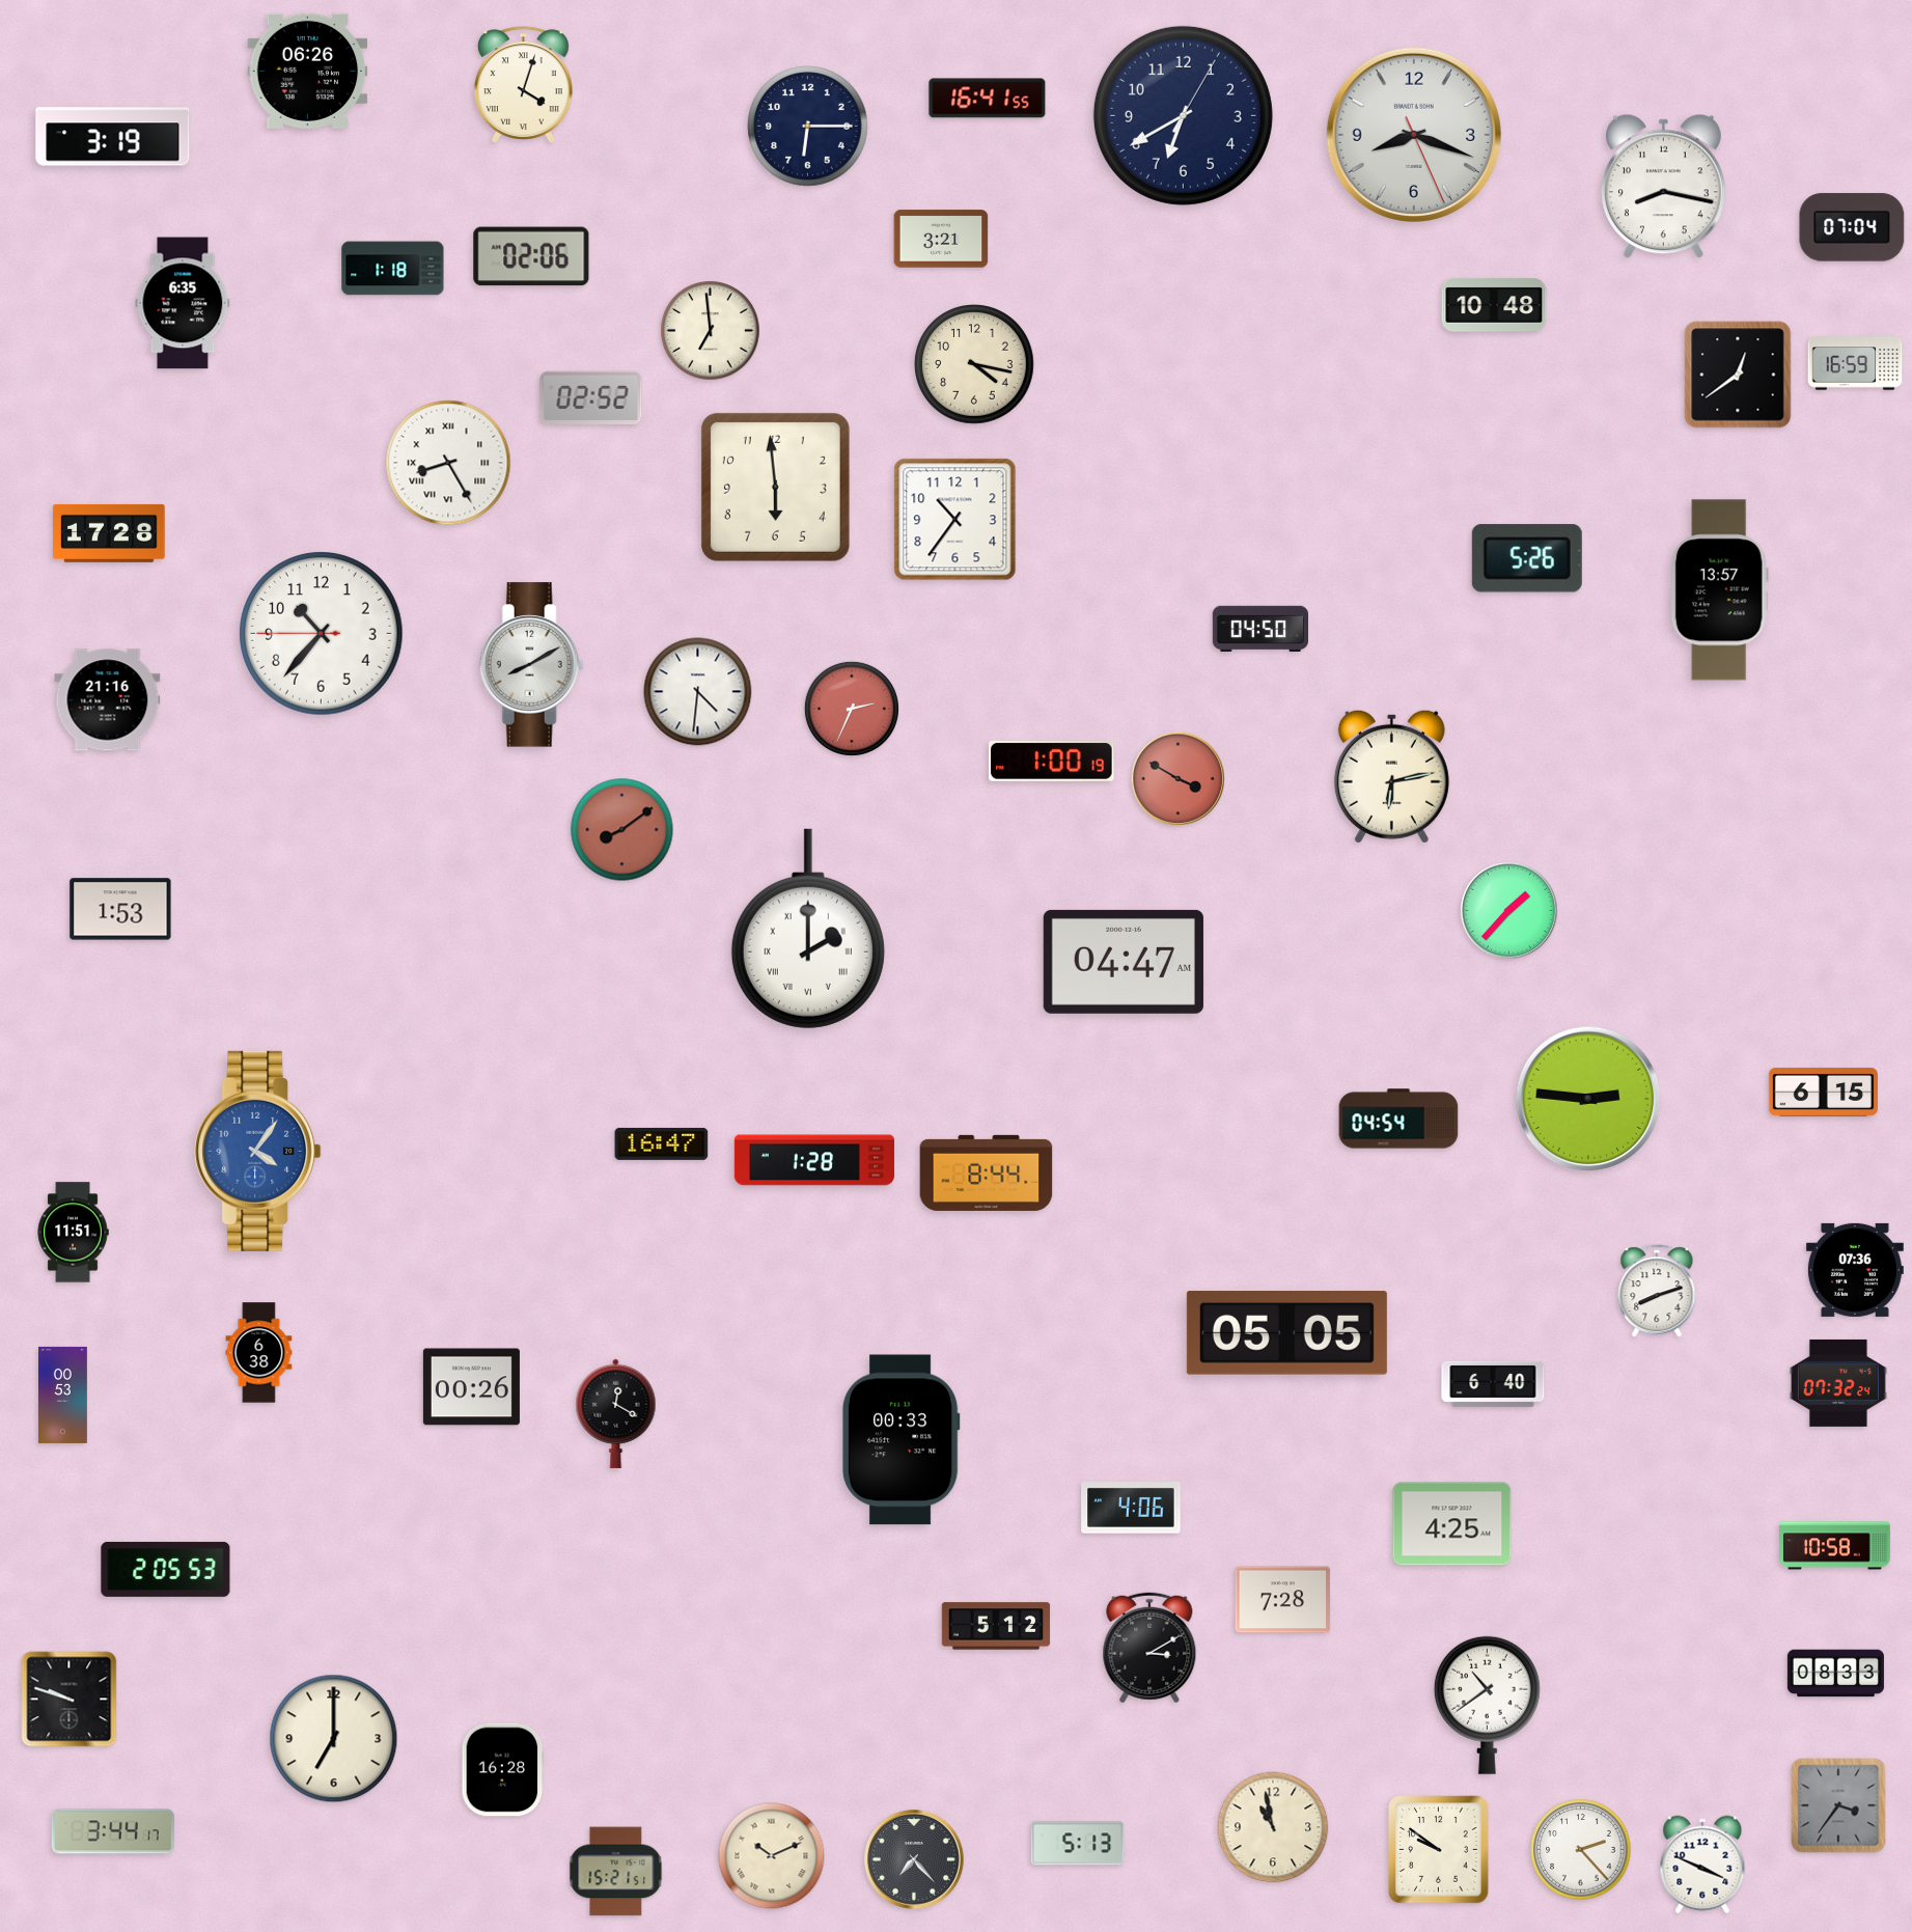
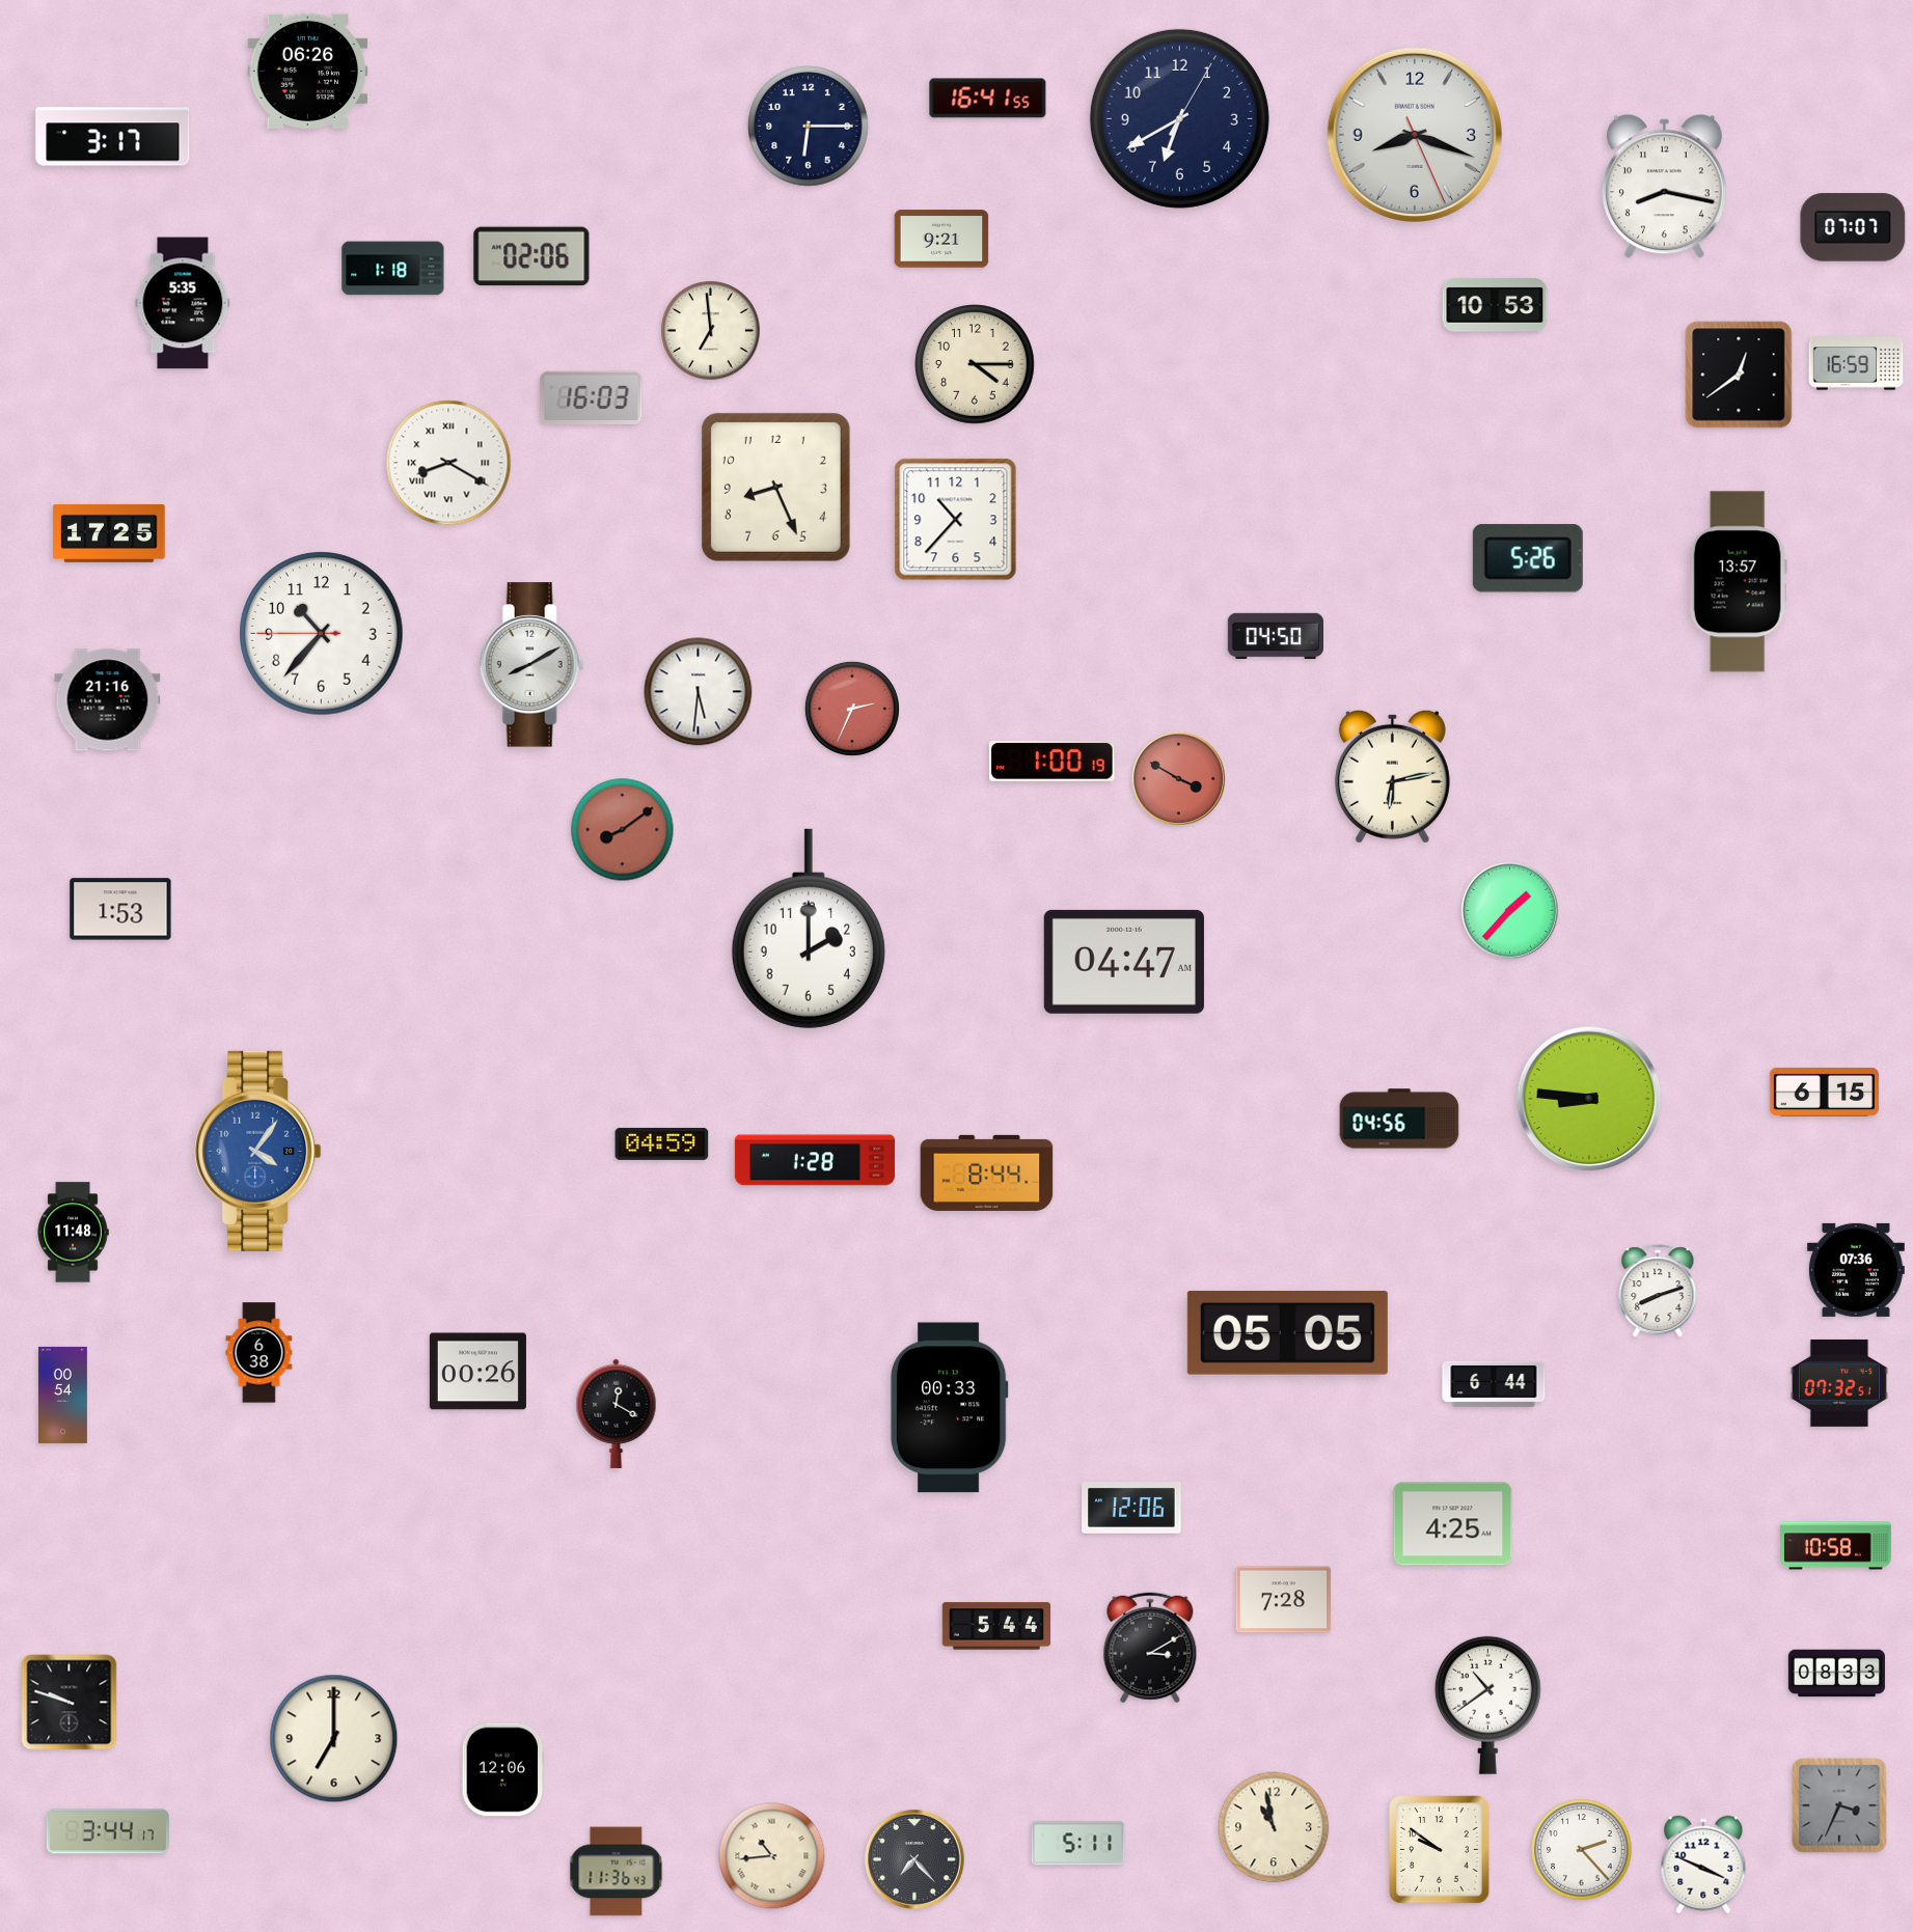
clock at (523, 85): 4:03 -> none
clock at (1183, 115) position: (1183, 115) -> (1179, 118)
clock at (113, 137): 3:19 -> 3:17
clock at (1852, 227): 07:04 -> 07:07
clock at (941, 239): 3:21 -> 9:21
clock at (183, 303): 6:35 -> 5:35
clock at (1494, 305): 10:48 -> 10:53
clock at (975, 365): 4:17 -> 4:15
clock at (591, 397): 02:52 -> 16:03
clock at (448, 463): 8:25 -> 8:20
clock at (775, 487): 5:59 -> 8:26
clock at (955, 520): 10:36 -> 10:37
clock at (109, 533): 17:28 -> 17:25
clock at (1719, 590) position: (1719, 590) -> (1738, 582)
clock at (1259, 628) position: (1259, 628) -> (1275, 635)
clock at (698, 692): 4:31 -> 5:31
clock at (808, 929) numerals: Roman -> Arabic
clock at (1588, 1099): 2:46 -> 8:46
clock at (1398, 1119): 04:54 -> 04:56
clock at (662, 1143): 16:47 -> 04:59
clock at (73, 1233): 11:51 -> 11:48
clock at (1838, 1383): 07:32:24 -> 07:32:51
clock at (1493, 1384): 6:40 -> 6:44
clock at (471, 1387) position: (471, 1387) -> (477, 1372)
clock at (63, 1395): 00:53 -> 00:54
clock at (900, 1440) position: (900, 1440) -> (949, 1408)
clock at (1131, 1509): 4:06 -> 12:06
clock at (166, 1569): 2:05 -> none
clock at (996, 1626): 5:12 -> 5:44
clock at (70, 1700) position: (70, 1700) -> (70, 1703)
clock at (503, 1770): 16:28 -> 12:06
clock at (1838, 1805): 3:36 -> 3:34
clock at (113, 1831) position: (113, 1831) -> (108, 1831)
clock at (1078, 1844): 5:13 -> 5:11
clock at (772, 1856): 10:11 -> 10:44
clock at (616, 1872): 15:21 -> 11:36
